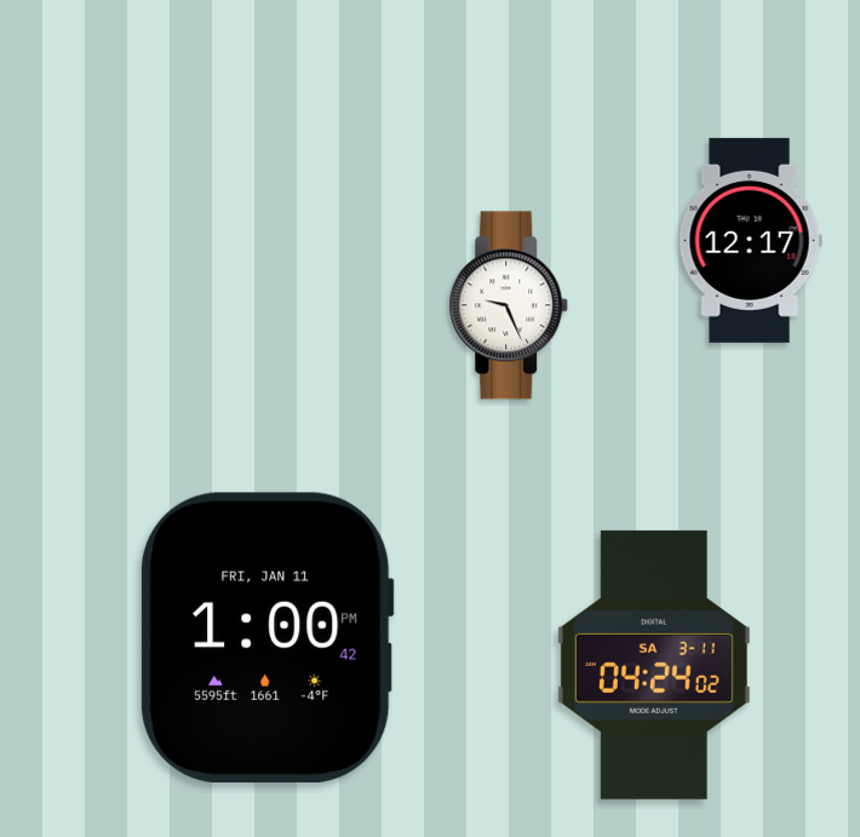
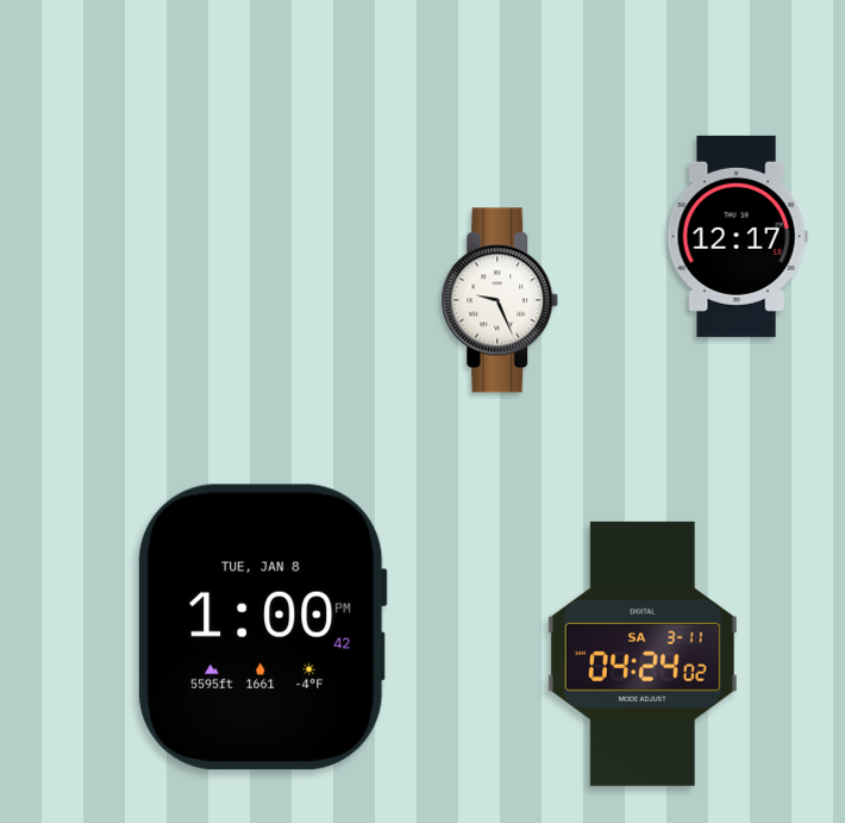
clock at (268, 637) date: FRI, JAN 11 -> TUE, JAN 8
